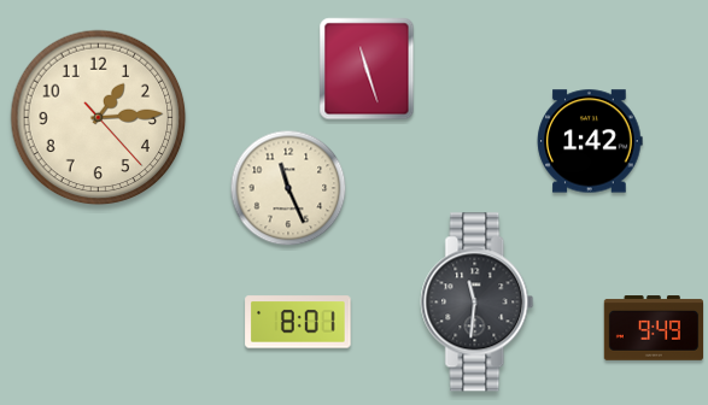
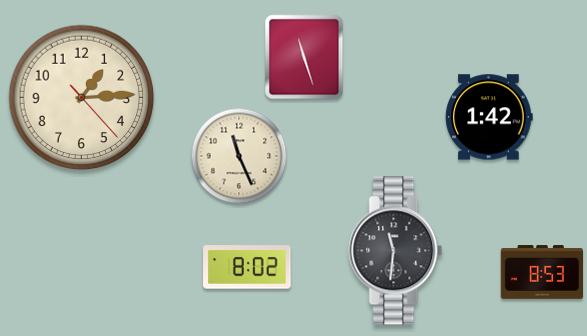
clock at (298, 322): 8:01 -> 8:02
clock at (653, 328): 9:49 -> 8:53
